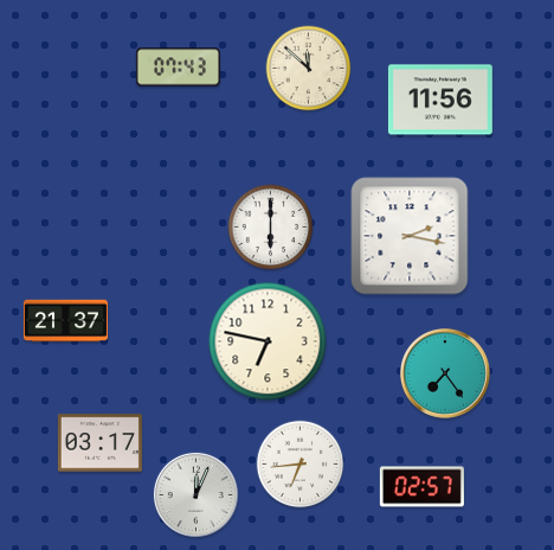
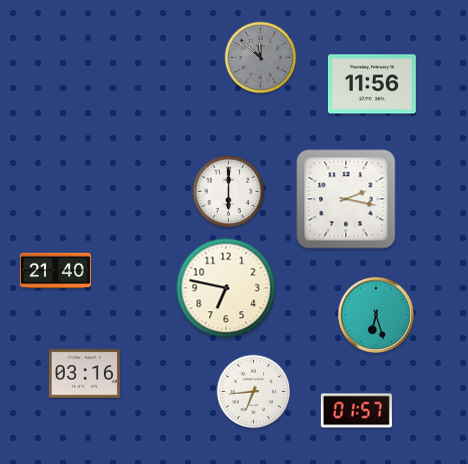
clock at (178, 68): 07:43 -> none
clock at (309, 69) dial: cream -> grey
clock at (65, 321): 21:37 -> 21:40
clock at (446, 375): 7:24 -> 6:27
clock at (99, 443): 03:17 -> 03:16
clock at (421, 487): 02:57 -> 01:57
clock at (195, 494): 12:04 -> none
